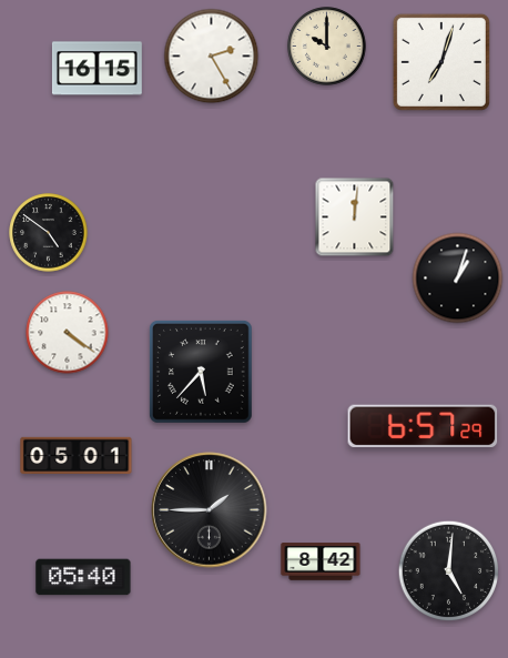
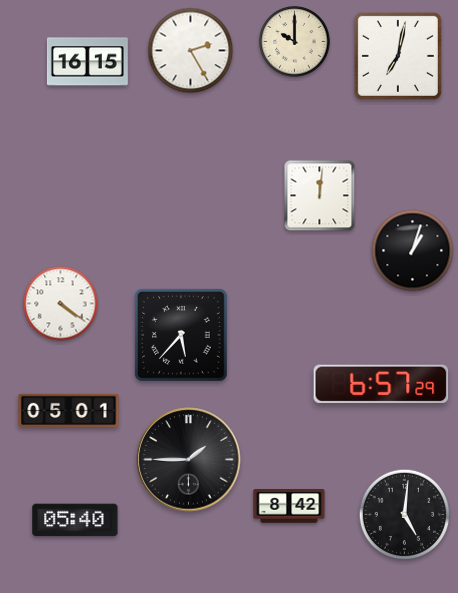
clock at (441, 62): 7:03 -> 7:02
clock at (49, 233): 4:51 -> none
clock at (68, 333) position: (68, 333) -> (61, 304)
